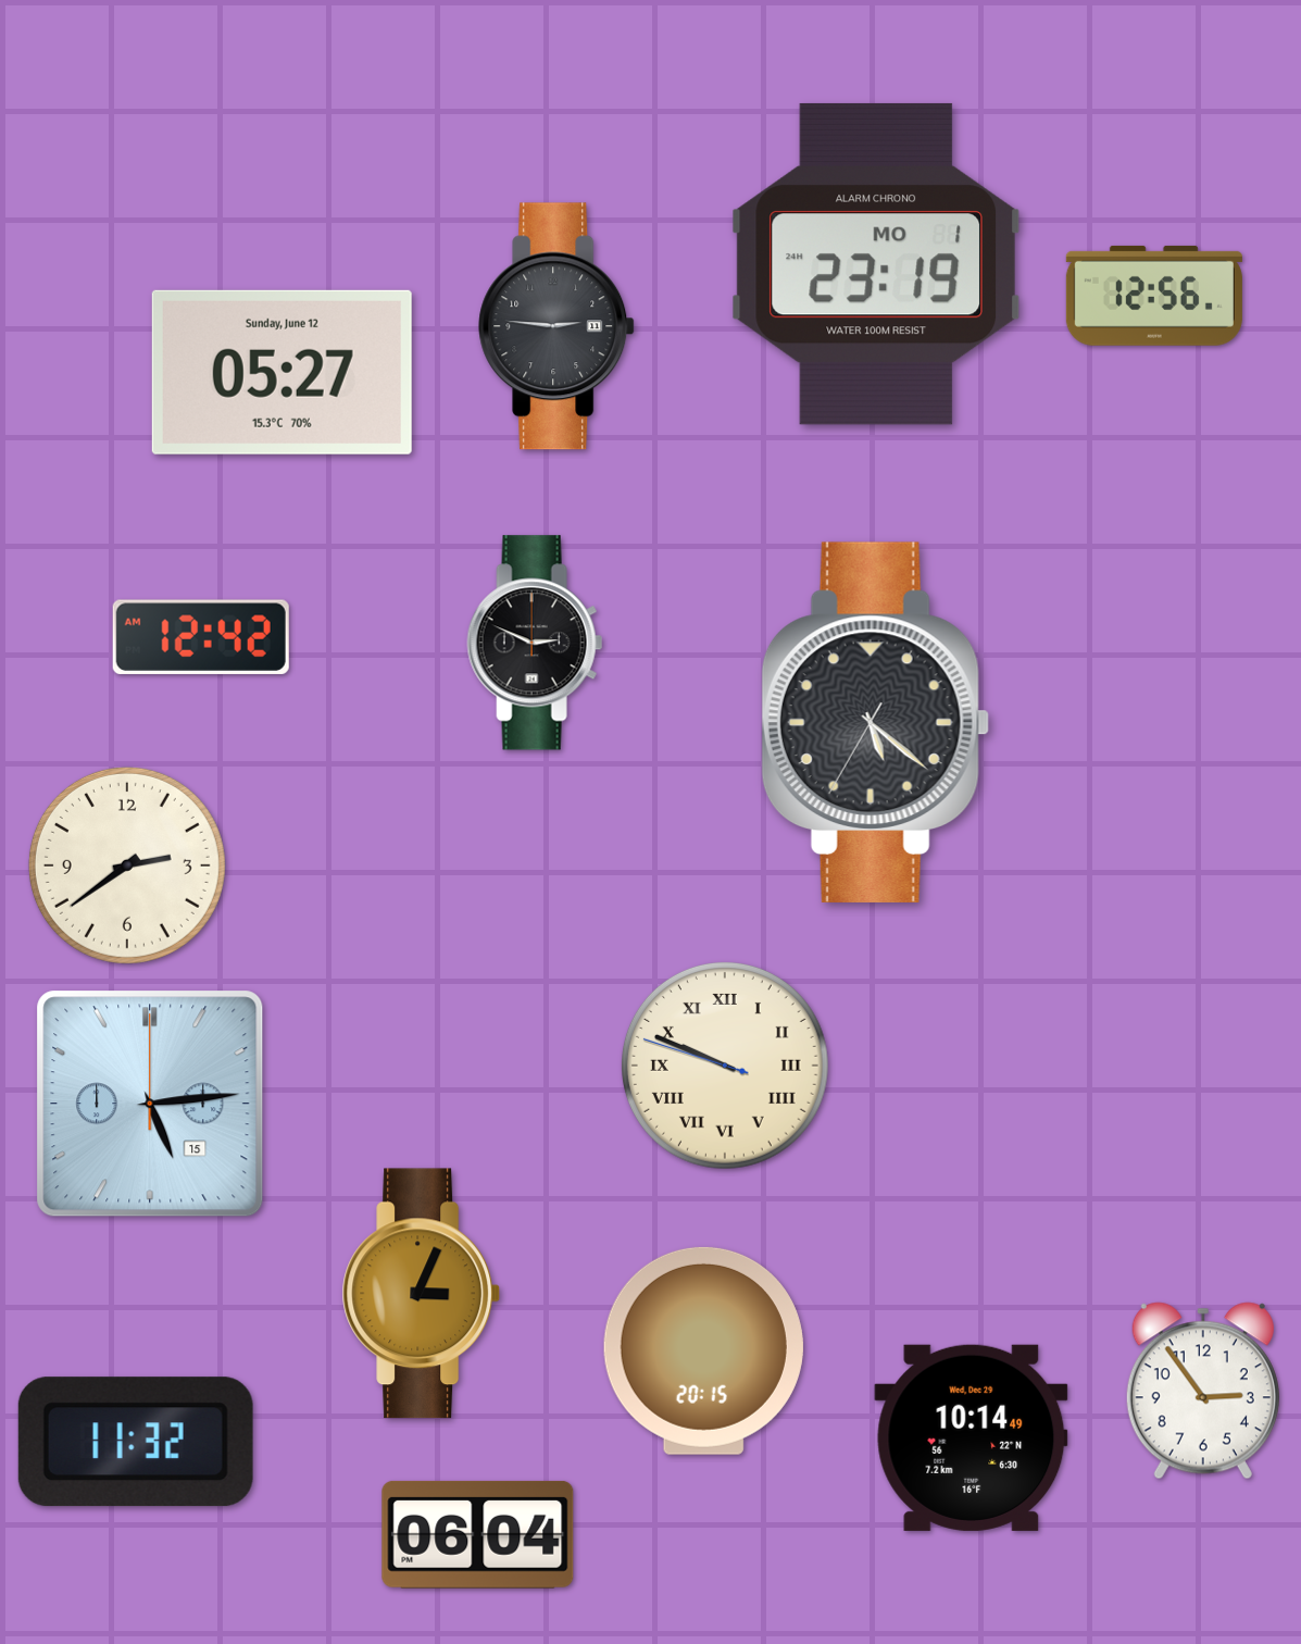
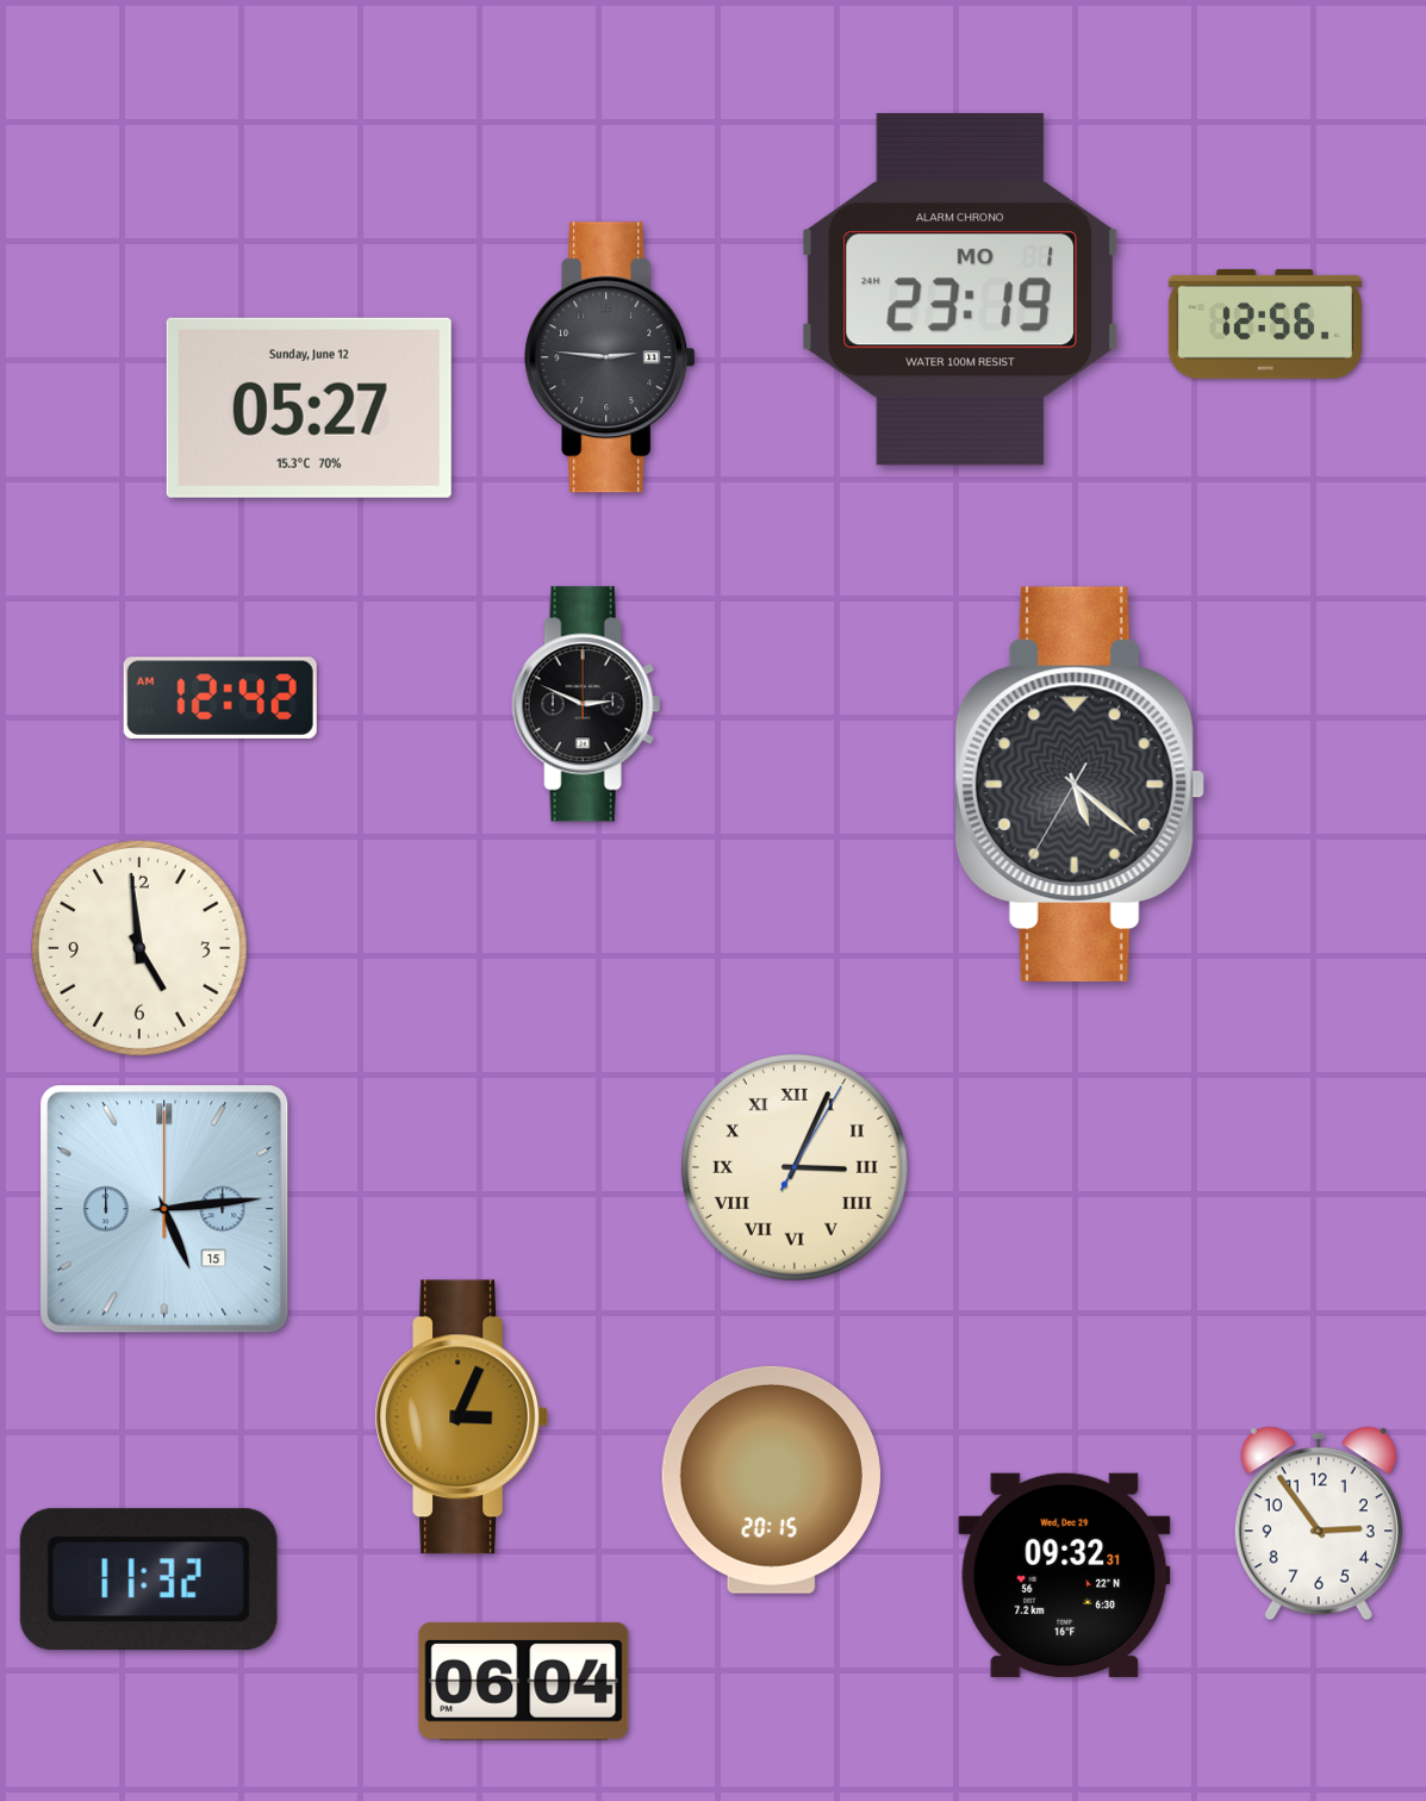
clock at (875, 722) position: (875, 722) -> (1079, 784)
clock at (127, 865): 2:39 -> 4:59
clock at (725, 1066): 9:48 -> 3:04
clock at (972, 1437): 10:14 -> 09:32
